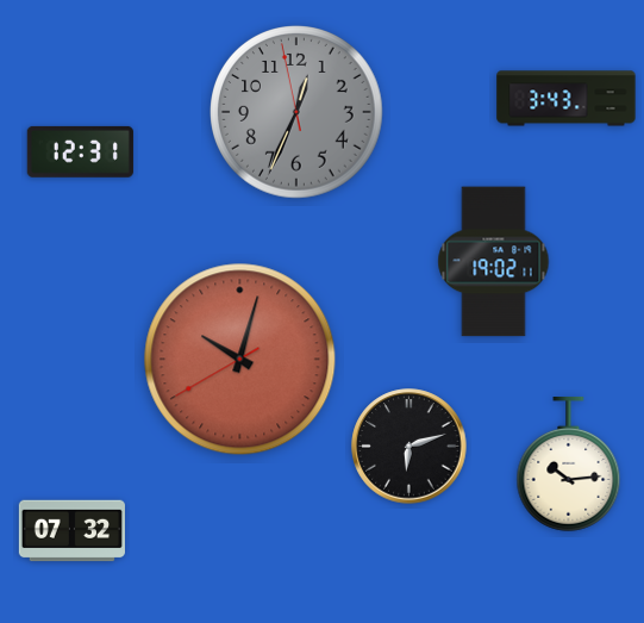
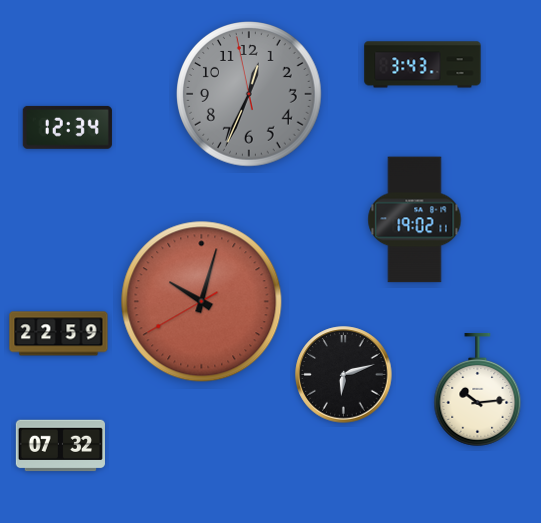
clock at (567, 99) position: (567, 99) -> (423, 65)
clock at (80, 151): 12:31 -> 12:34
clock at (59, 334): none -> 22:59
